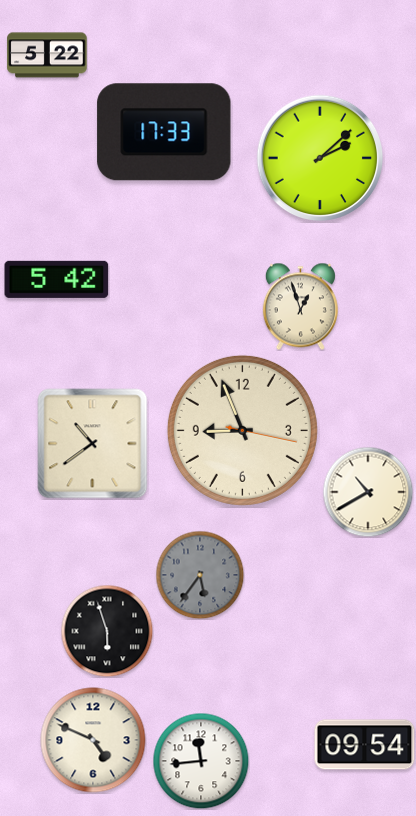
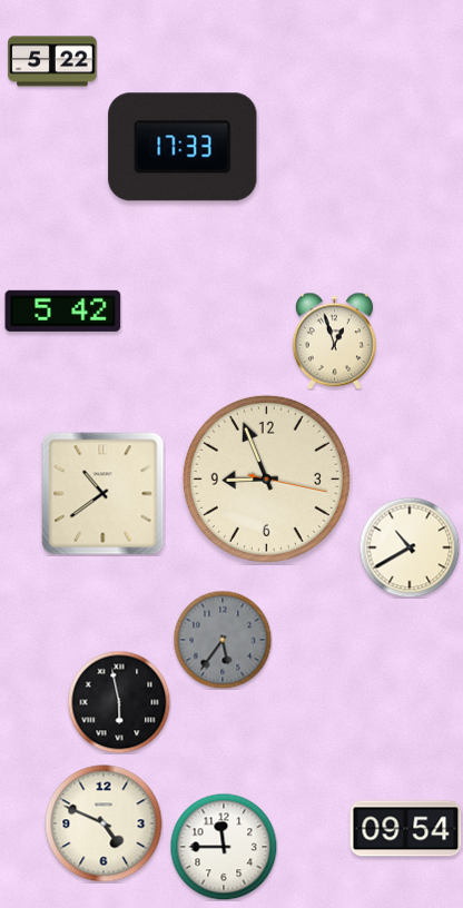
clock at (320, 158): 2:08 -> none
clock at (242, 430) position: (242, 430) -> (266, 478)
clock at (107, 631): 5:57 -> 5:58
clock at (201, 761): 11:44 -> 11:45
